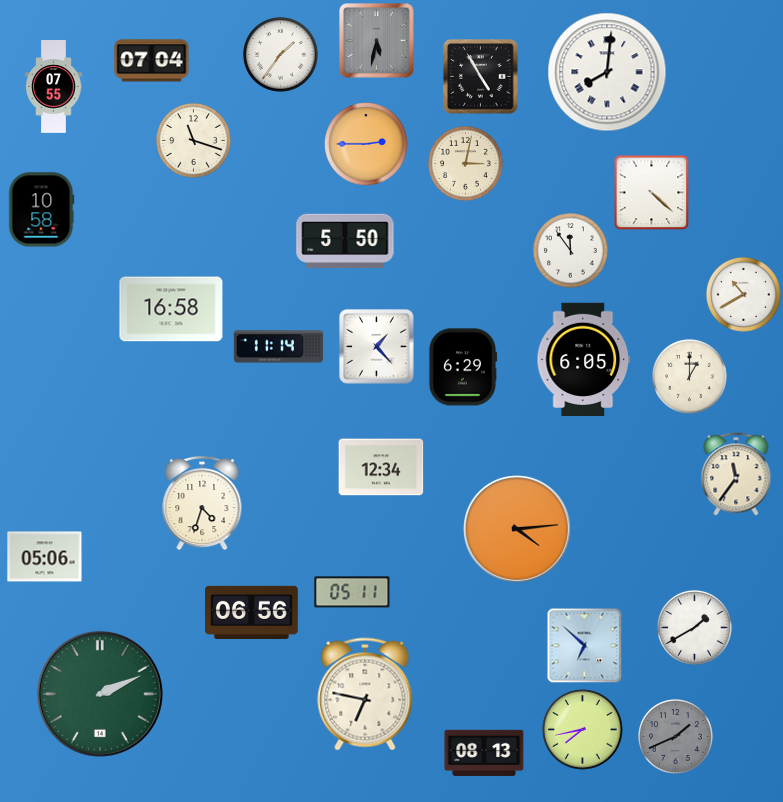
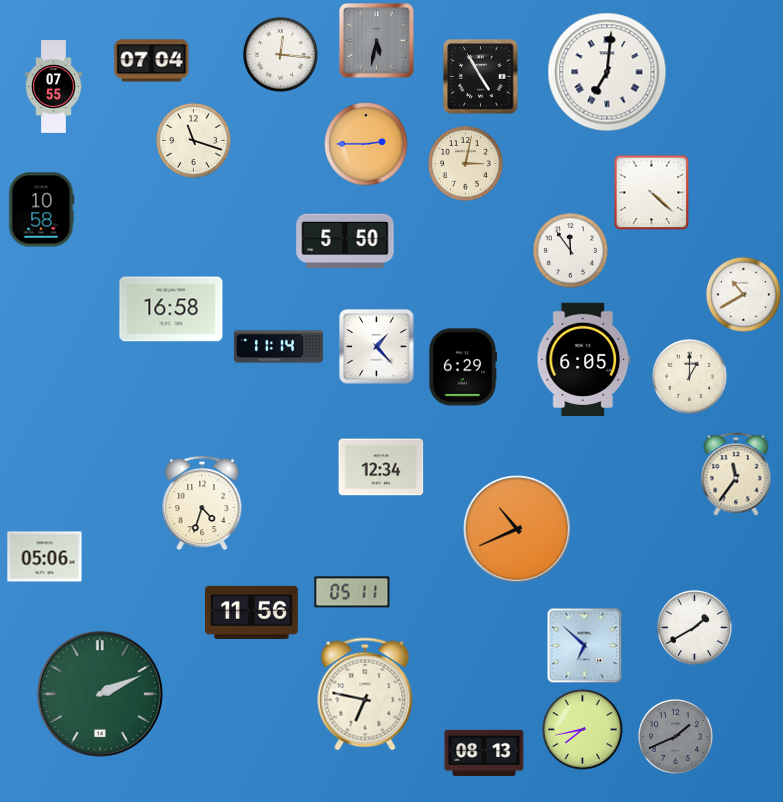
clock at (281, 55): 1:36 -> 12:16
clock at (607, 72): 8:01 -> 7:01
clock at (518, 530): 4:14 -> 10:41
clock at (252, 612): 06:56 -> 11:56
